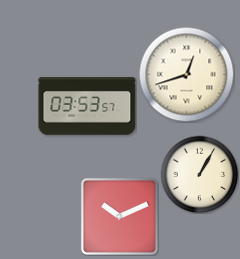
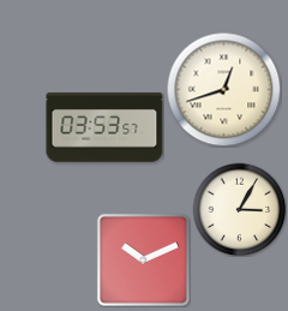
clock at (199, 174): 1:05 -> 3:05
